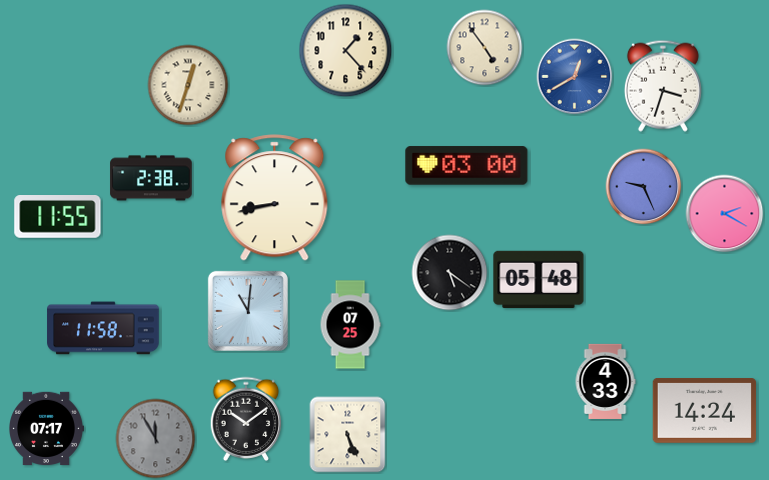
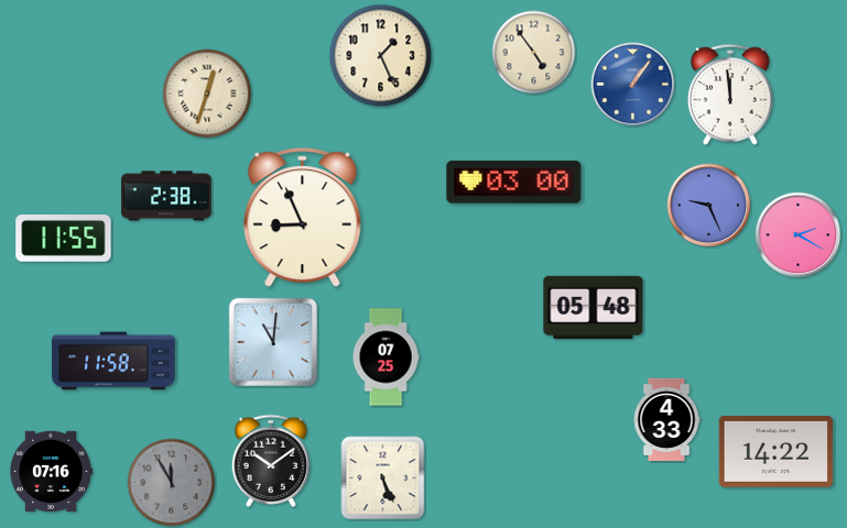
clock at (346, 51): 1:23 -> 1:26
clock at (575, 77): 12:40 -> 1:06
clock at (663, 86): 3:33 -> 11:59
clock at (275, 198): 8:43 -> 8:56
clock at (450, 273): 5:21 -> none
clock at (705, 411): 14:24 -> 14:22
clock at (47, 429): 07:17 -> 07:16
